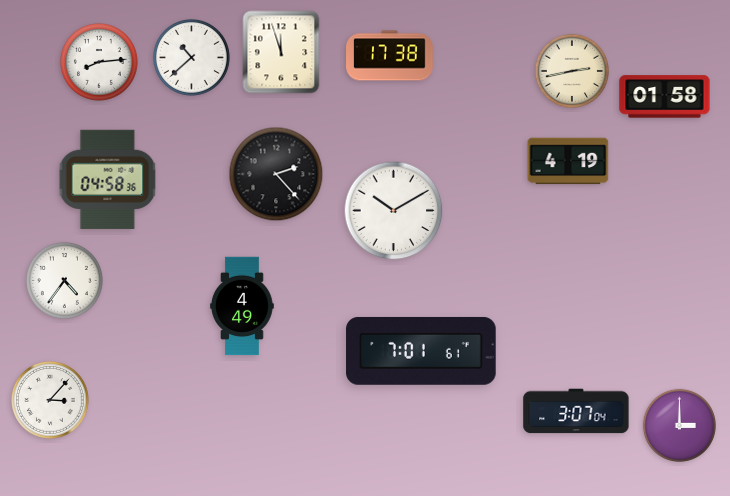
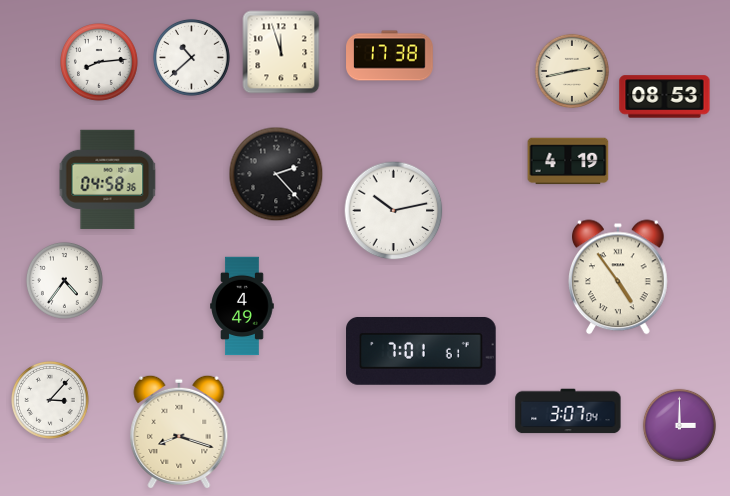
clock at (665, 97): 01:58 -> 08:53
clock at (394, 211): 10:10 -> 10:13
clock at (619, 277): none -> 4:54
clock at (576, 411) position: (576, 411) -> (568, 411)
clock at (179, 431): none -> 8:18
